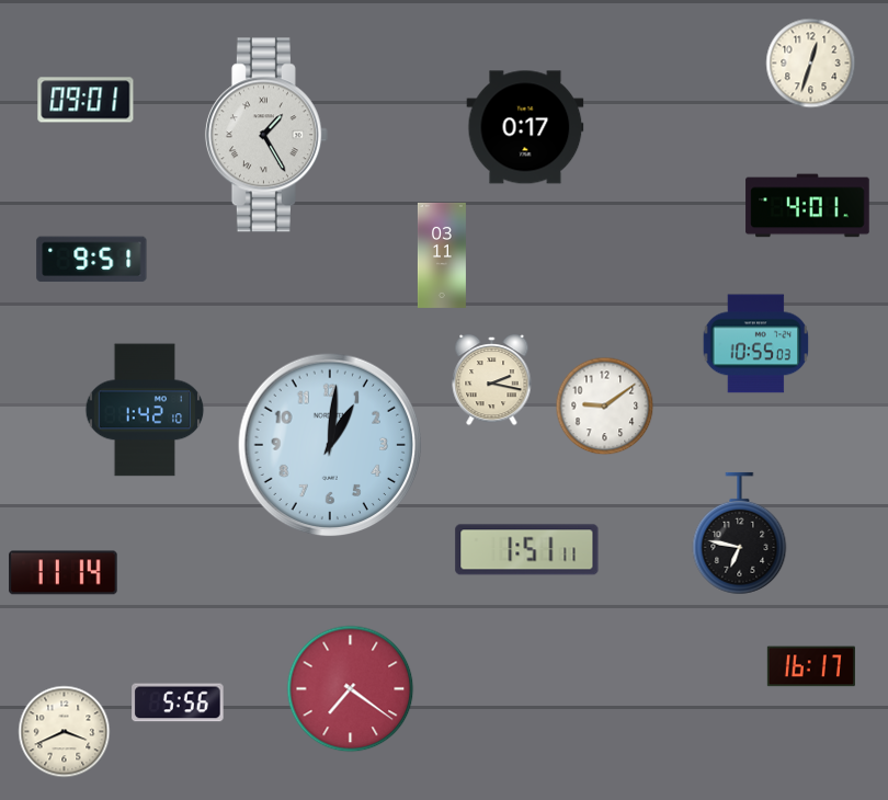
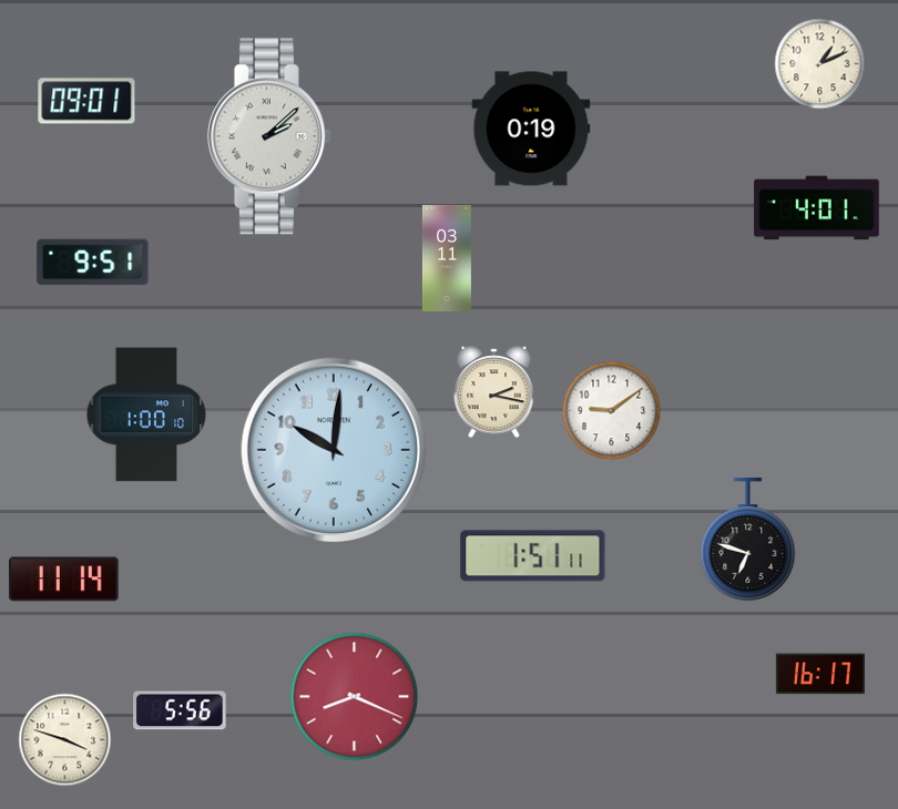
clock at (811, 64): 12:33 -> 1:11
clock at (525, 127): 0:17 -> 0:19
clock at (266, 135): 1:25 -> 2:08
clock at (756, 344): 10:55 -> none
clock at (492, 380) position: (492, 380) -> (494, 392)
clock at (145, 410): 1:42 -> 1:00
clock at (330, 445): 1:01 -> 10:01
clock at (740, 534): 6:47 -> 6:48
clock at (351, 689): 7:21 -> 8:19
clock at (65, 732): 3:41 -> 3:48
